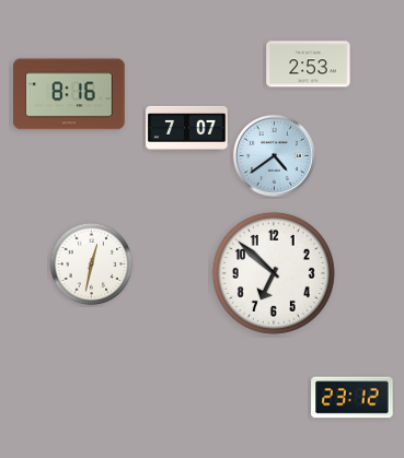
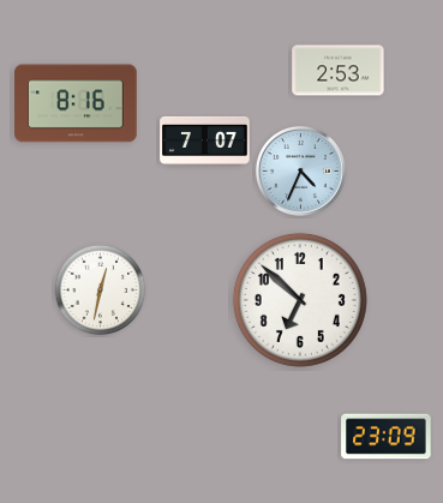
clock at (274, 155): 4:39 -> 4:34
clock at (353, 398): 23:12 -> 23:09
